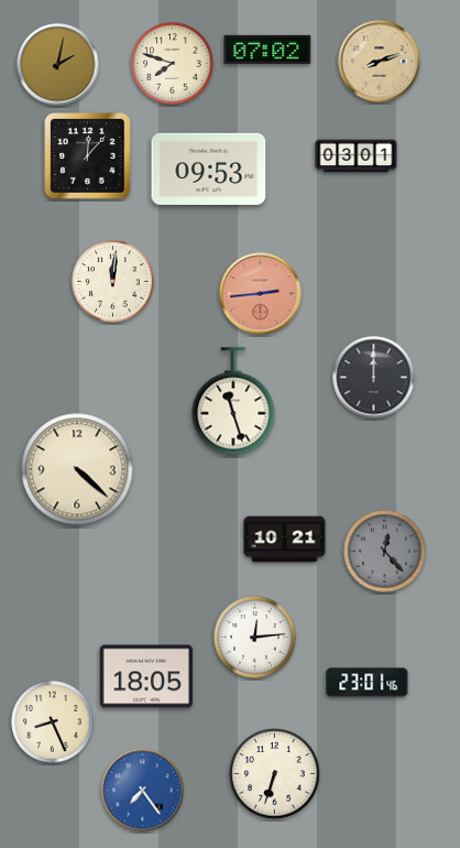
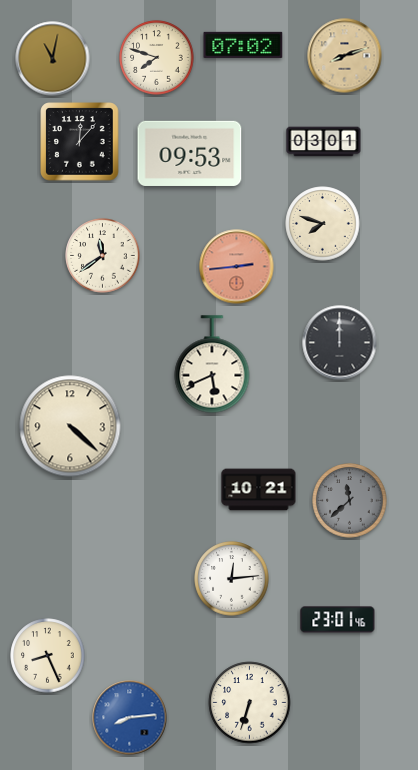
clock at (58, 65): 2:02 -> 11:02
clock at (323, 224): none -> 7:48
clock at (113, 282): 12:01 -> 11:39
clock at (233, 401): 11:27 -> 5:41
clock at (385, 552): 12:23 -> 11:38
clock at (146, 676): 18:05 -> none
clock at (368, 683) position: (368, 683) -> (338, 620)
clock at (143, 791): 7:24 -> 8:14
